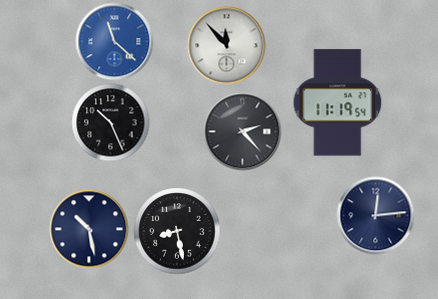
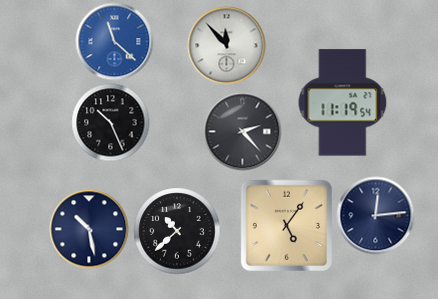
clock at (338, 103) position: (338, 103) -> (343, 103)
clock at (286, 225): none -> 5:06
clock at (177, 231): 8:28 -> 10:38
